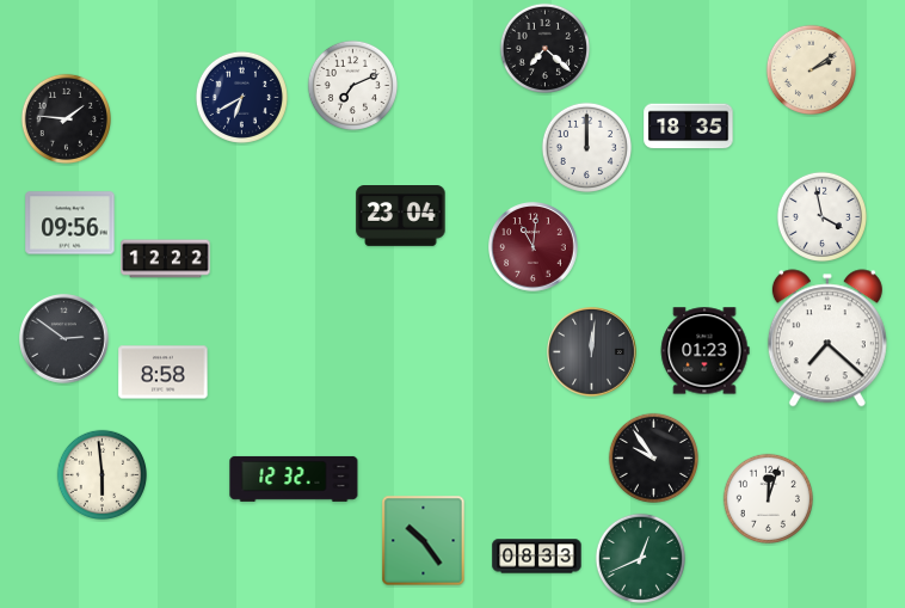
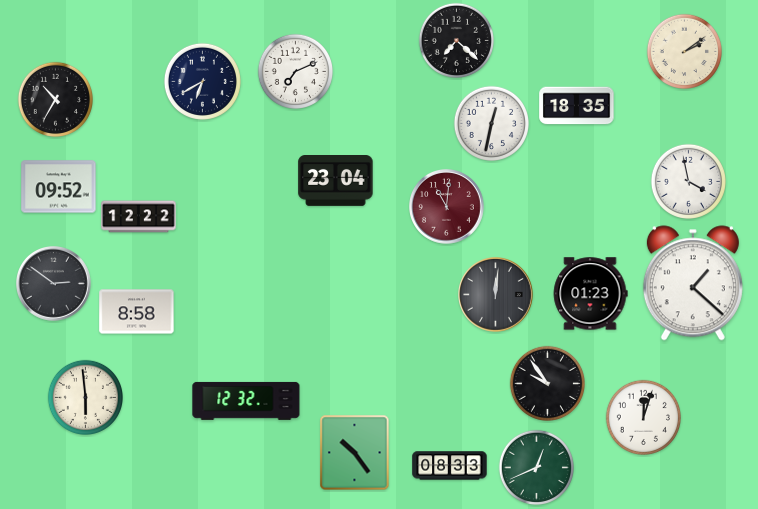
clock at (811, 69) position: (811, 69) -> (684, 51)
clock at (66, 118): 1:46 -> 10:35
clock at (586, 147): 12:00 -> 12:32
clock at (70, 223): 09:56 -> 09:52
clock at (827, 338): 7:22 -> 1:22
